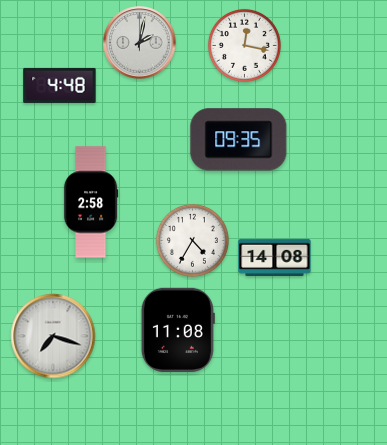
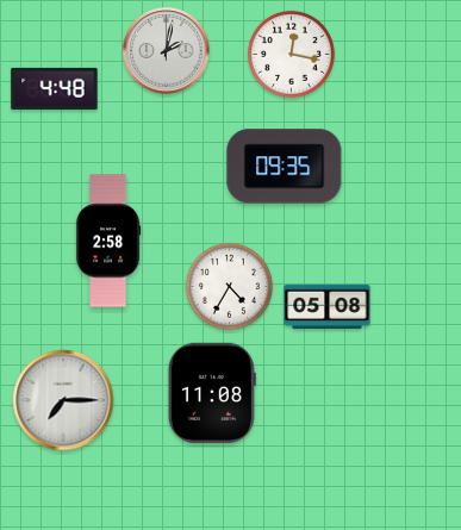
clock at (60, 85) position: (60, 85) -> (55, 88)
clock at (275, 257): 14:08 -> 05:08
clock at (53, 336): 7:18 -> 7:15
